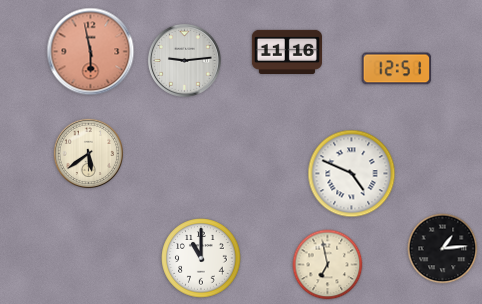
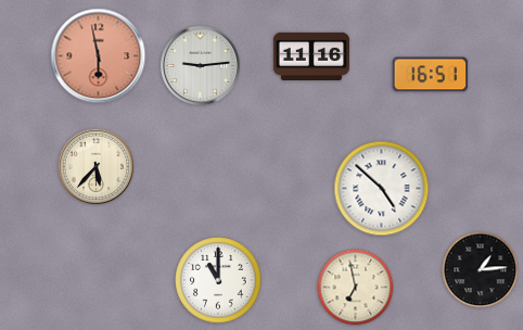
clock at (396, 69): 12:51 -> 16:51
clock at (88, 153): 5:39 -> 5:37
clock at (352, 174): 4:49 -> 4:52
